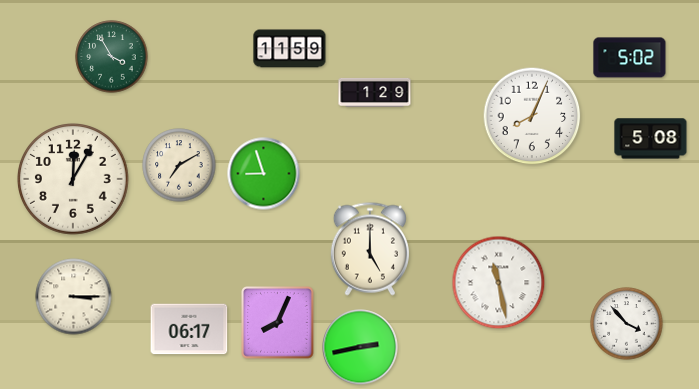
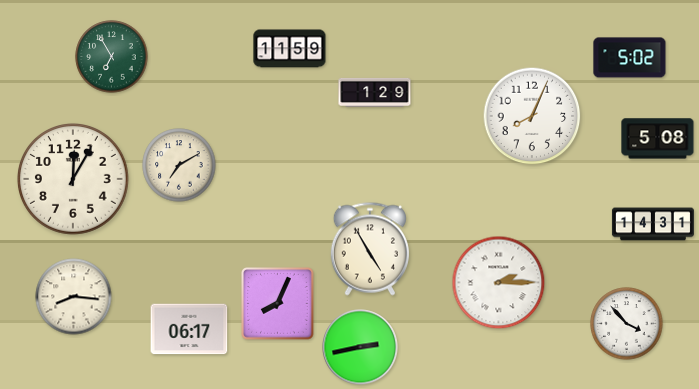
clock at (112, 57): 3:55 -> 6:55
clock at (651, 139) position: (651, 139) -> (658, 139)
clock at (264, 174): 8:57 -> none
clock at (653, 224): none -> 14:31
clock at (370, 249): 5:00 -> 4:55
clock at (499, 283): 11:28 -> 2:15
clock at (74, 297): 3:15 -> 8:16
clock at (278, 323) position: (278, 323) -> (278, 304)
